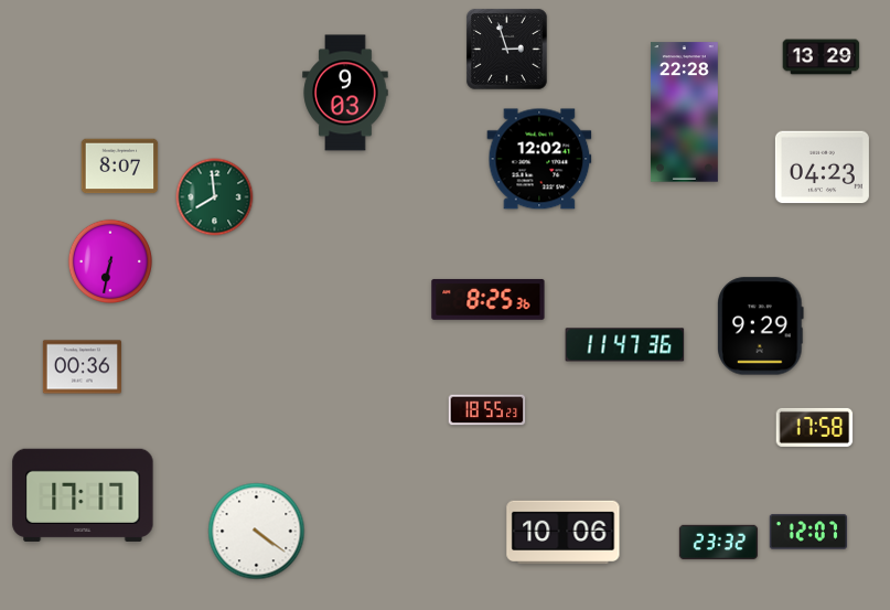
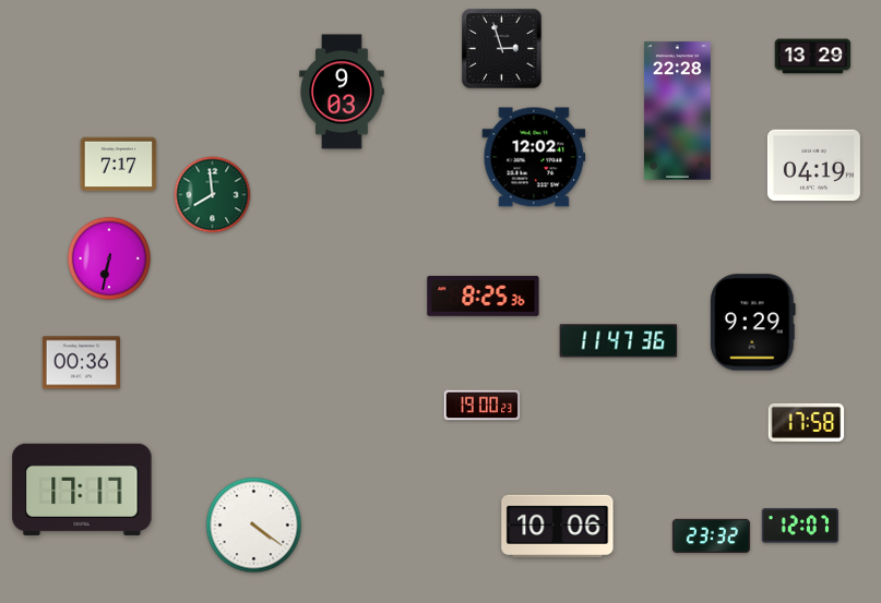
clock at (120, 167): 8:07 -> 7:17
clock at (822, 168): 04:23 -> 04:19
clock at (487, 410): 18:55 -> 19:00
